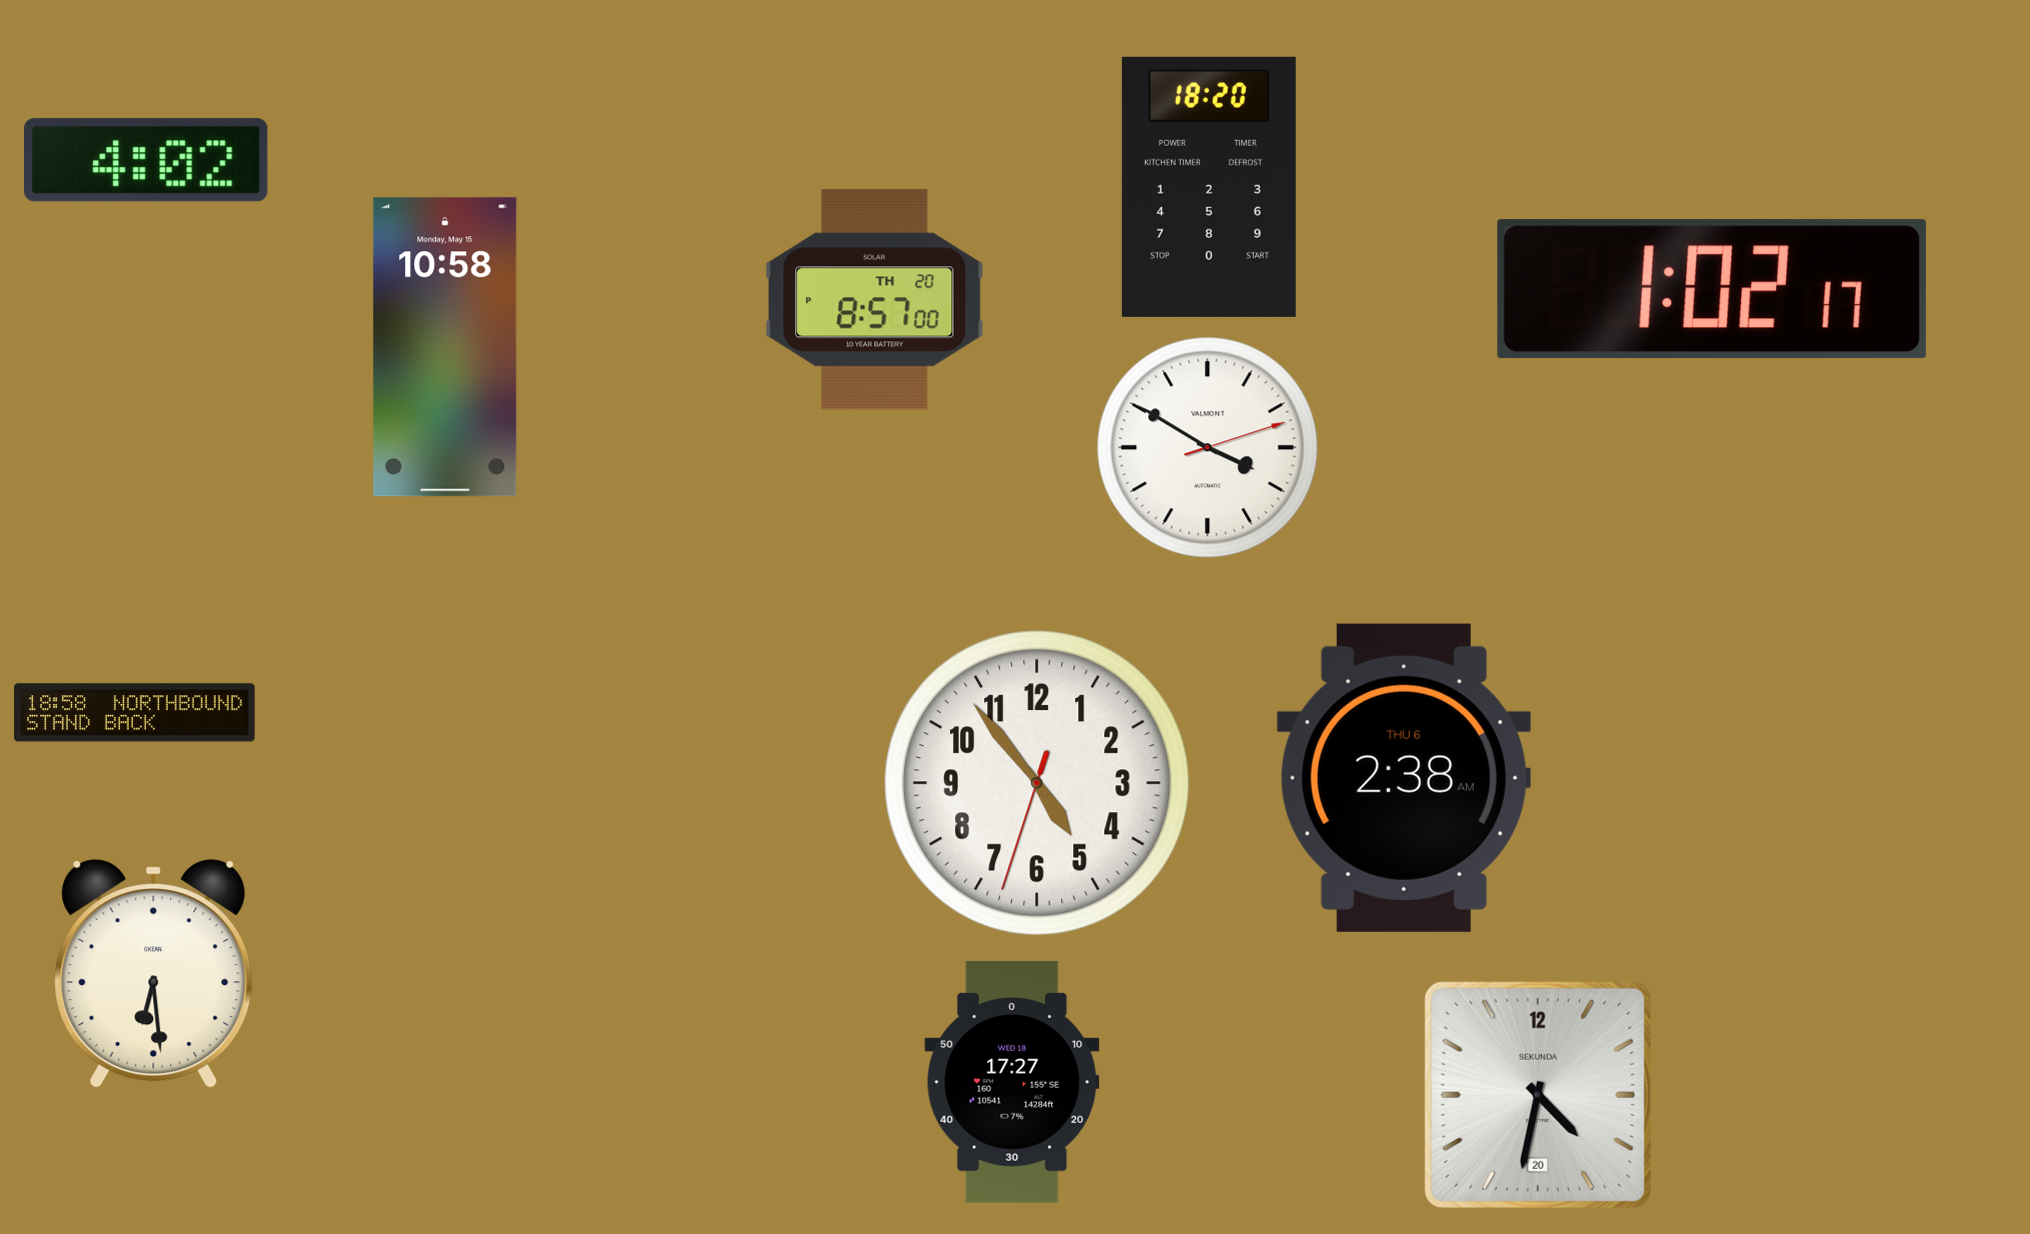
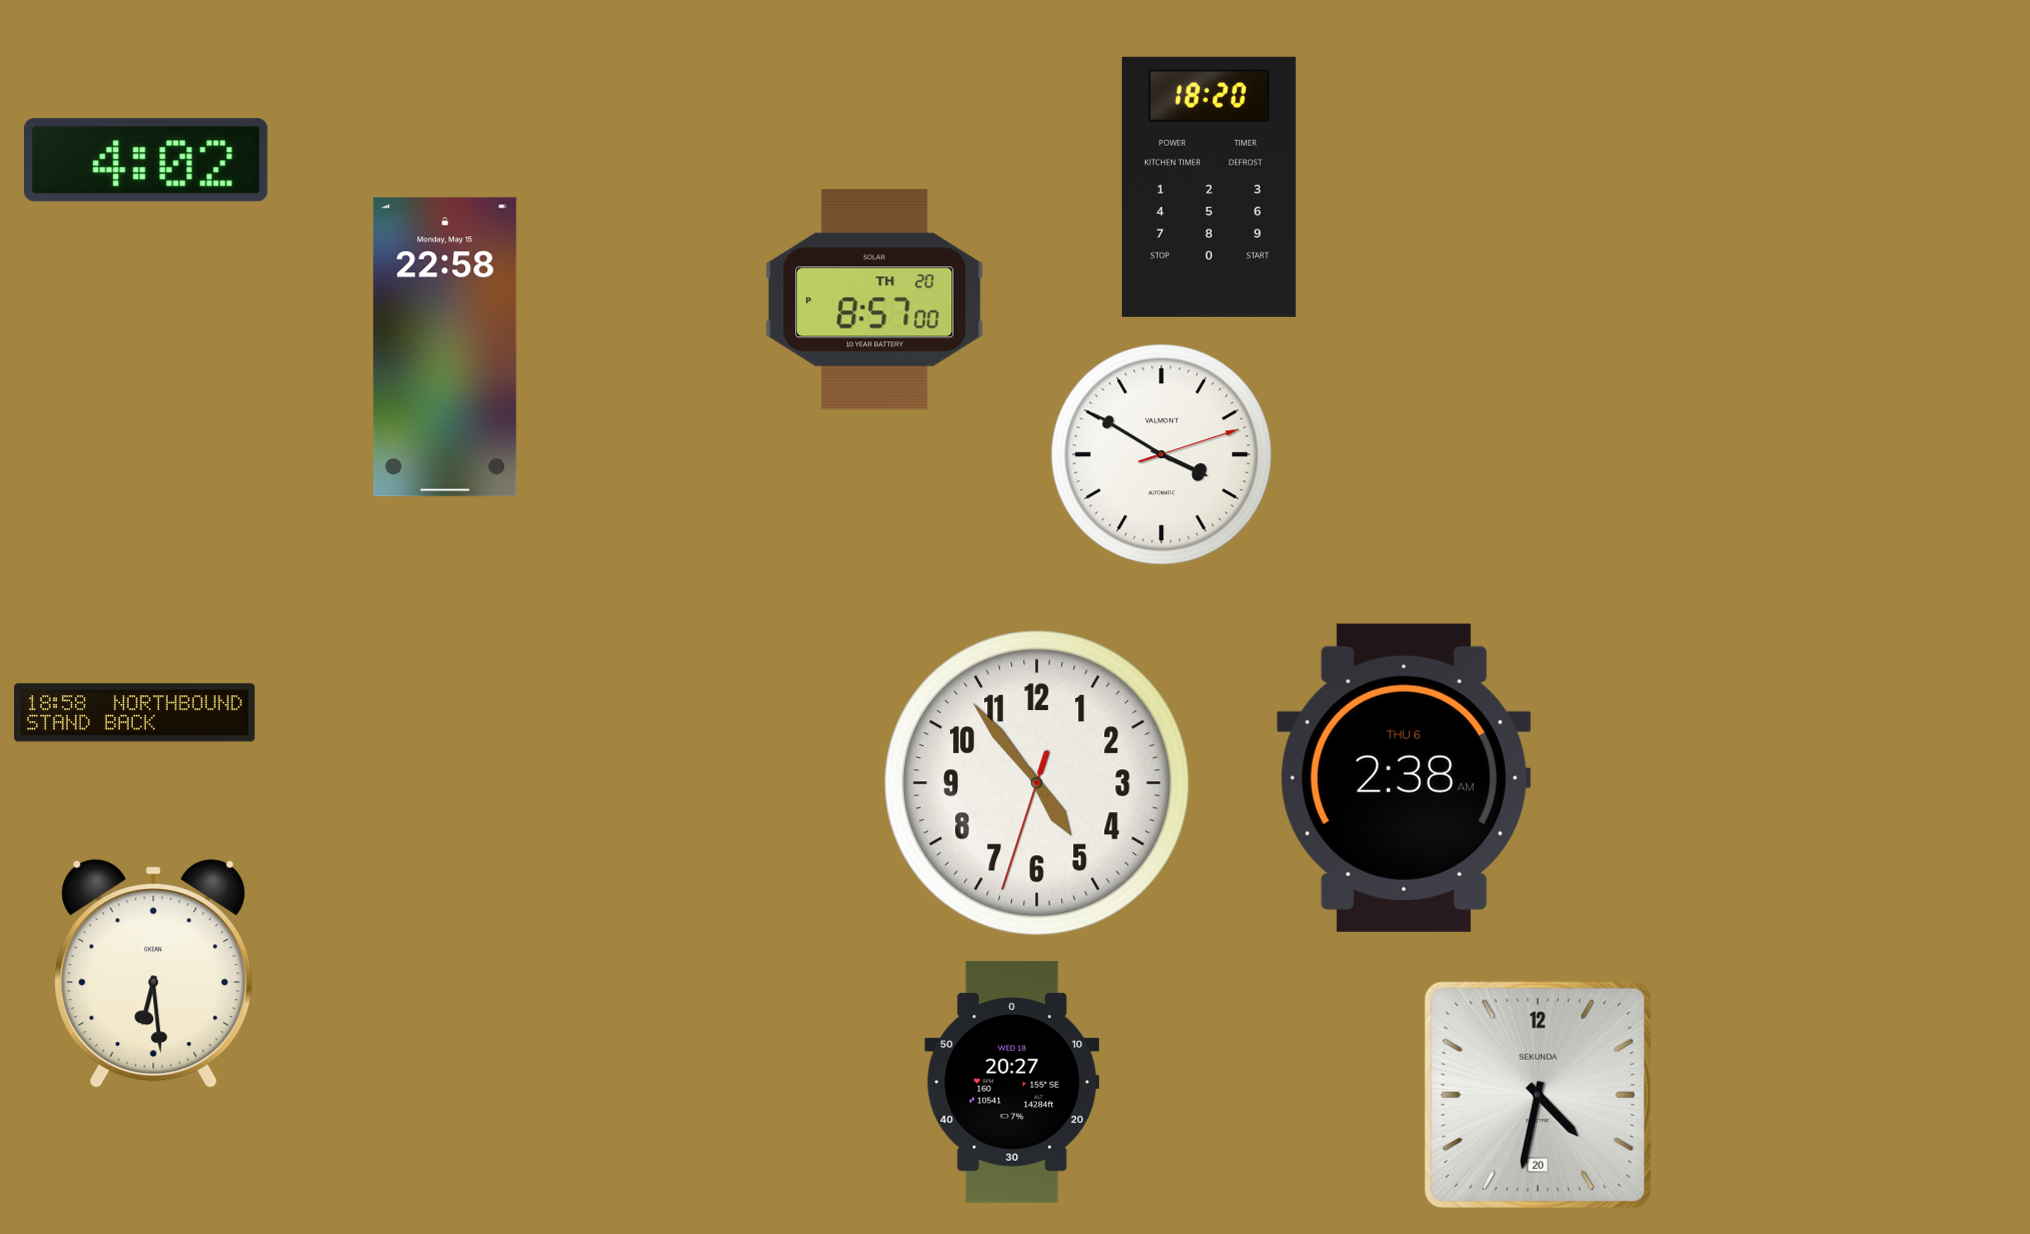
clock at (1712, 289): 1:02 -> none
clock at (445, 347): 10:58 -> 22:58
clock at (1208, 448) position: (1208, 448) -> (1162, 455)
clock at (1012, 1082): 17:27 -> 20:27
